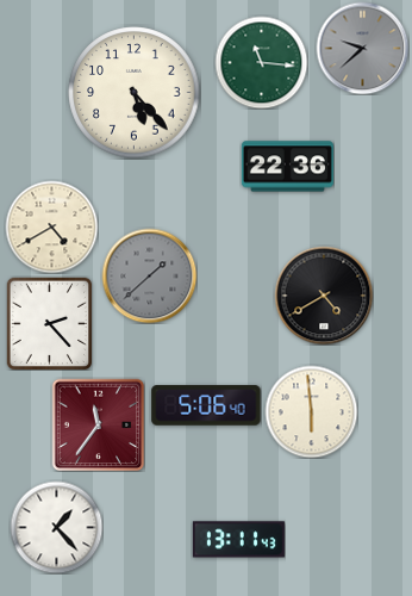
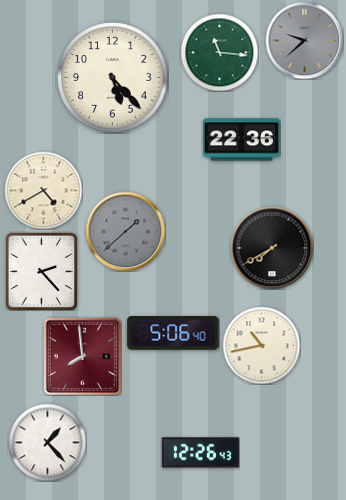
clock at (324, 296): 4:40 -> 7:40
clock at (206, 405) position: (206, 405) -> (173, 333)
clock at (311, 411): 5:59 -> 10:43
clock at (98, 424): 11:36 -> 7:59
clock at (238, 540): 13:11 -> 12:26
